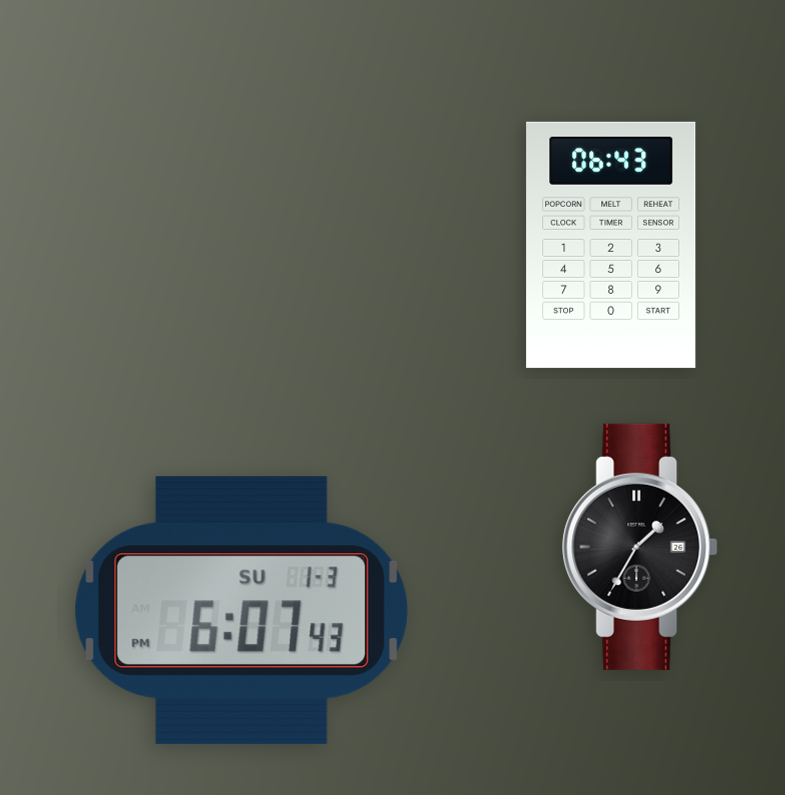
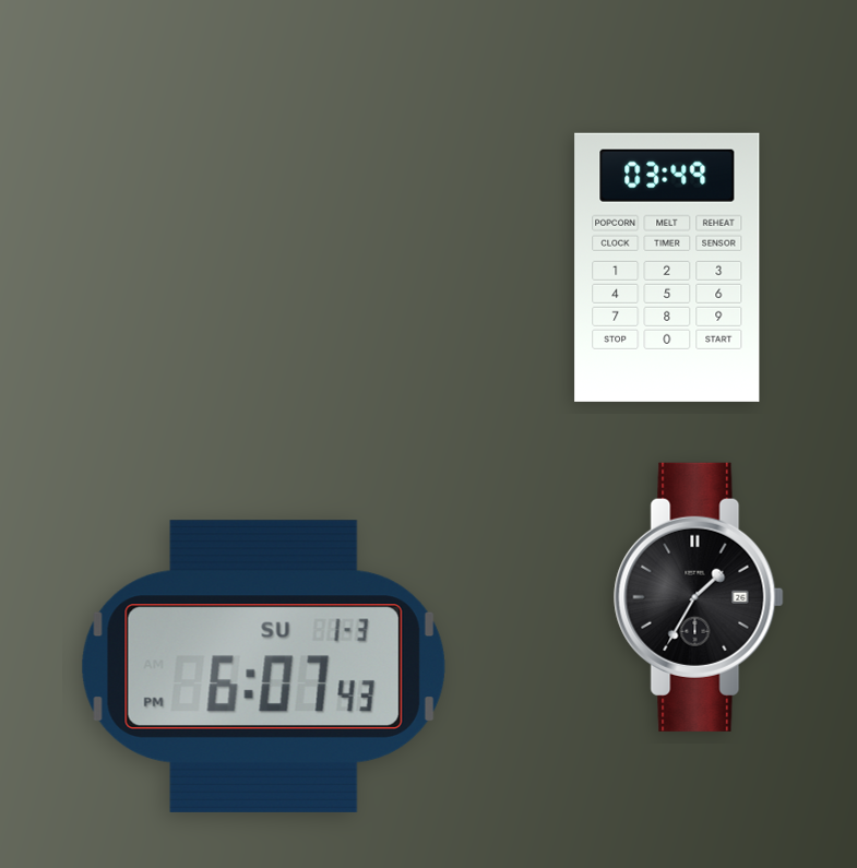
clock at (611, 245): 06:43 -> 03:49
